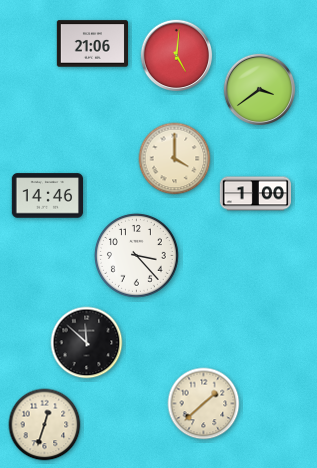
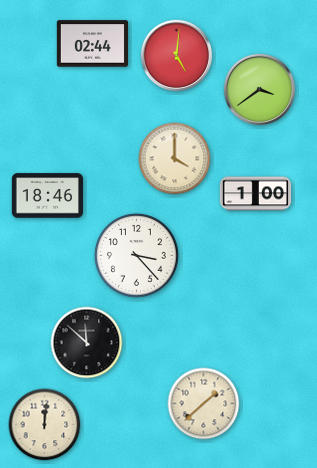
clock at (92, 44): 21:06 -> 02:44
clock at (47, 196): 14:46 -> 18:46
clock at (45, 425): 12:33 -> 12:01
